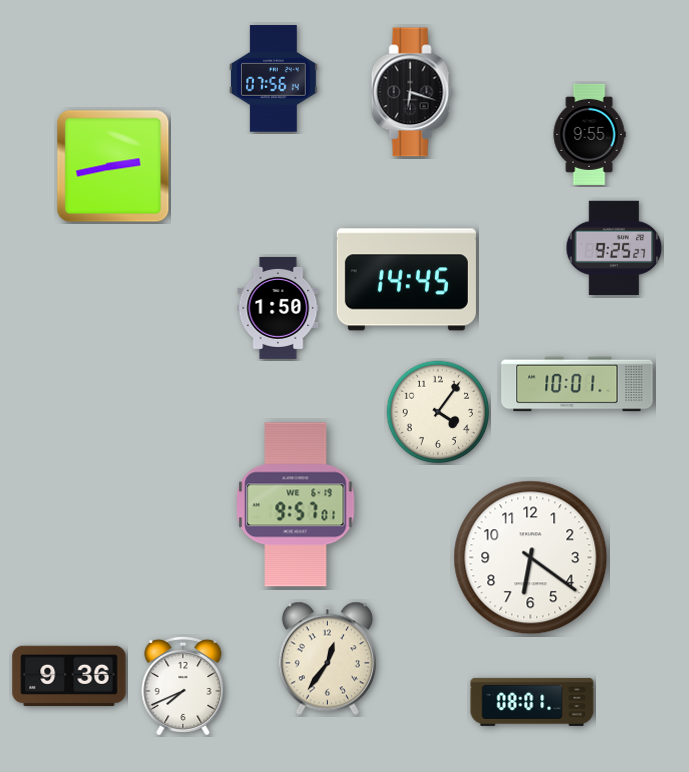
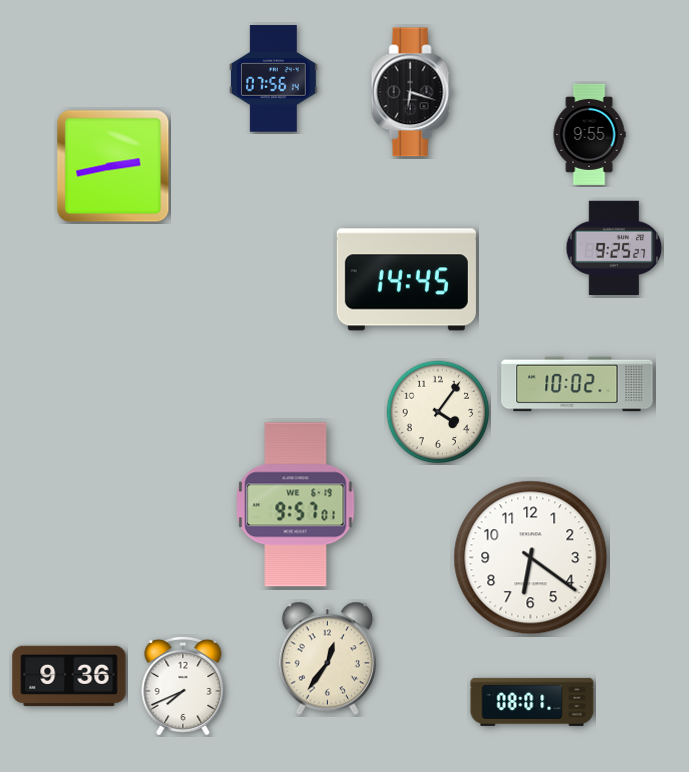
clock at (278, 308): 1:50 -> none
clock at (577, 384): 10:01 -> 10:02
